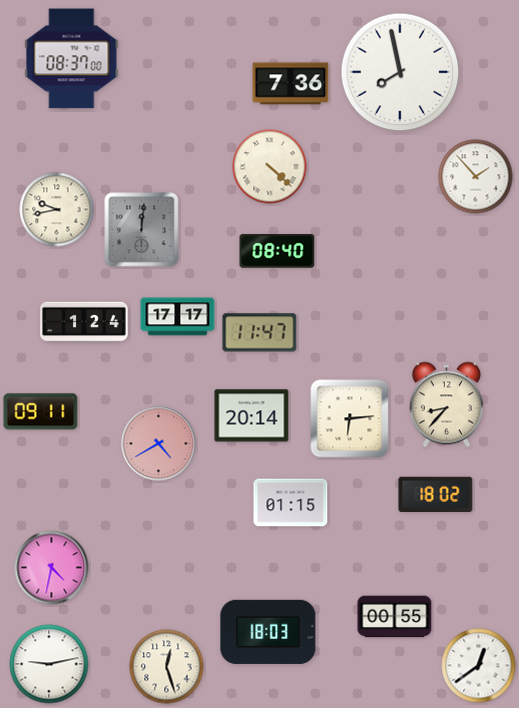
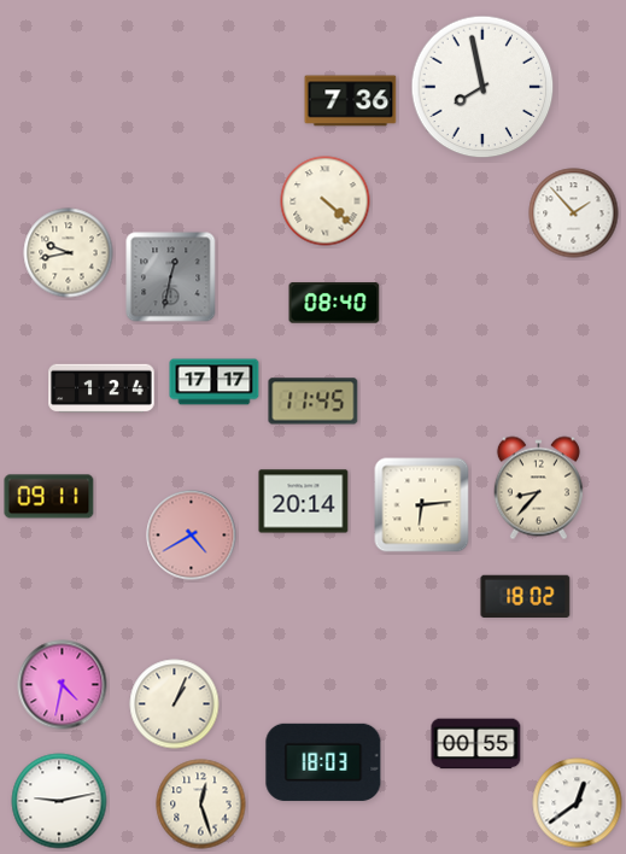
clock at (72, 59): 08:37 -> none
clock at (142, 230): 12:01 -> 12:32
clock at (260, 333): 11:47 -> 11:45
clock at (291, 503): 01:15 -> none
clock at (175, 704): none -> 1:04
